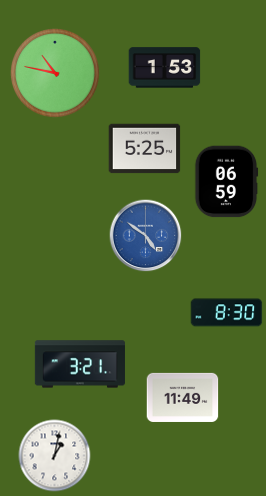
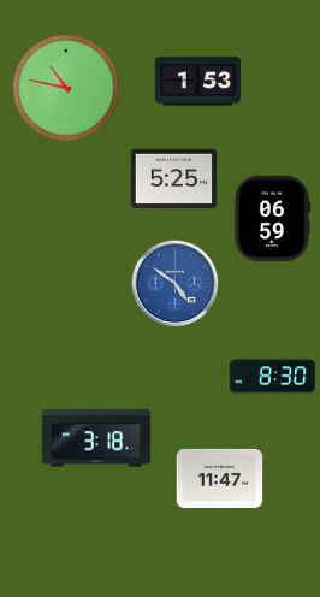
clock at (80, 364): 3:21 -> 3:18
clock at (183, 397): 11:49 -> 11:47
clock at (55, 456): 1:02 -> none
